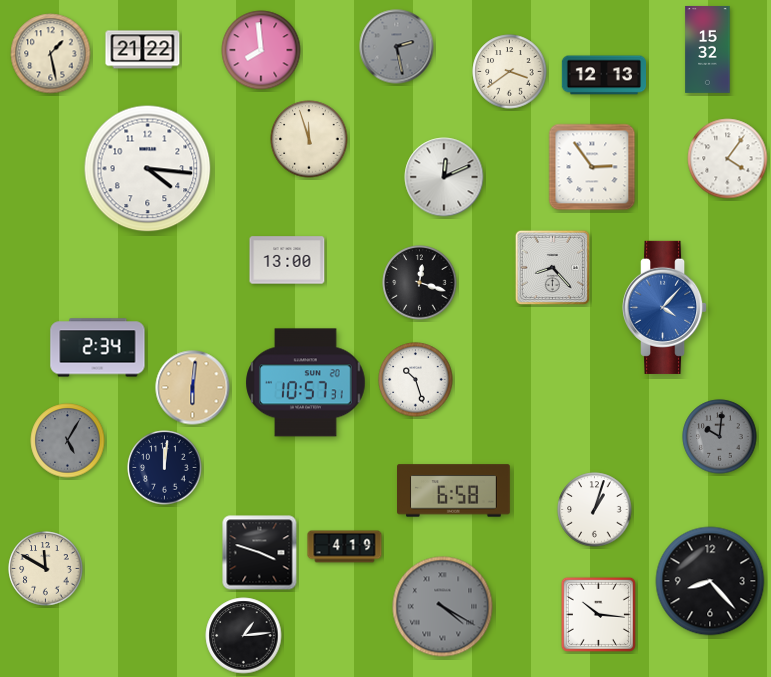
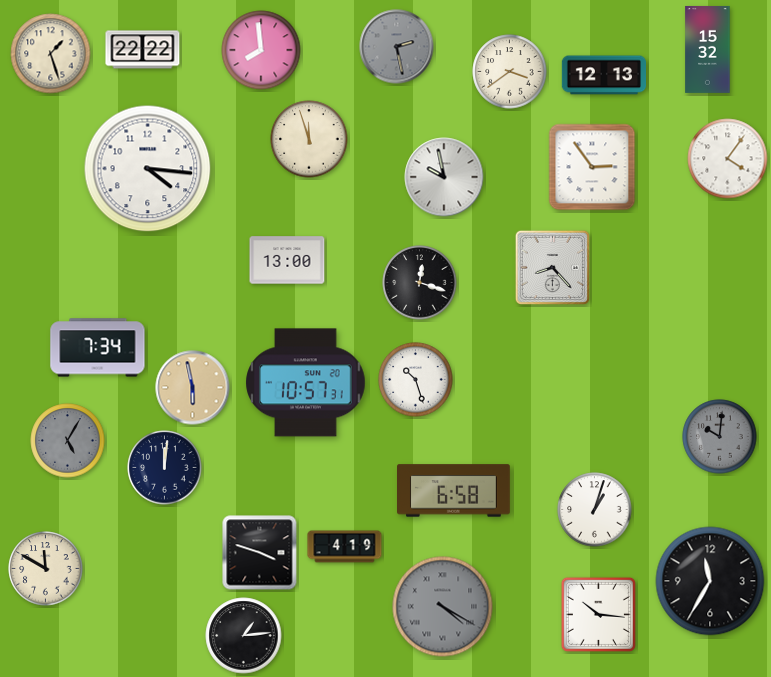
clock at (143, 50): 21:22 -> 22:22
clock at (51, 54): 1:28 -> 1:27
clock at (444, 177): 12:11 -> 9:58
clock at (666, 307): 4:07 -> none
clock at (98, 348): 2:34 -> 7:34
clock at (193, 388): 6:01 -> 5:58
clock at (710, 581): 8:23 -> 11:35
